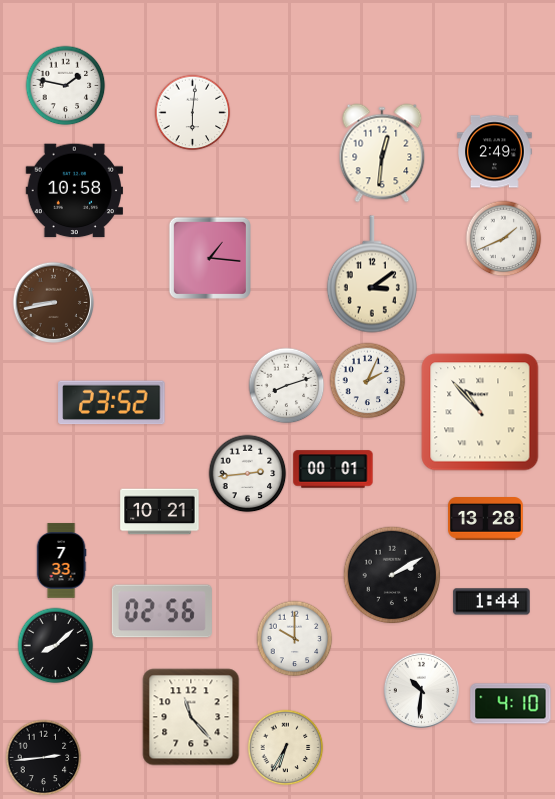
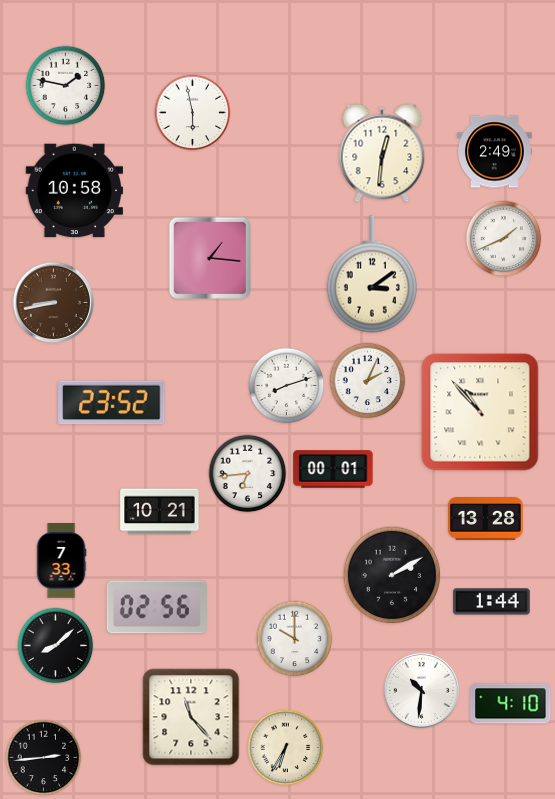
clock at (193, 113): 6:01 -> 5:58
clock at (248, 474): 2:44 -> 6:44
clock at (162, 611) position: (162, 611) -> (157, 607)
